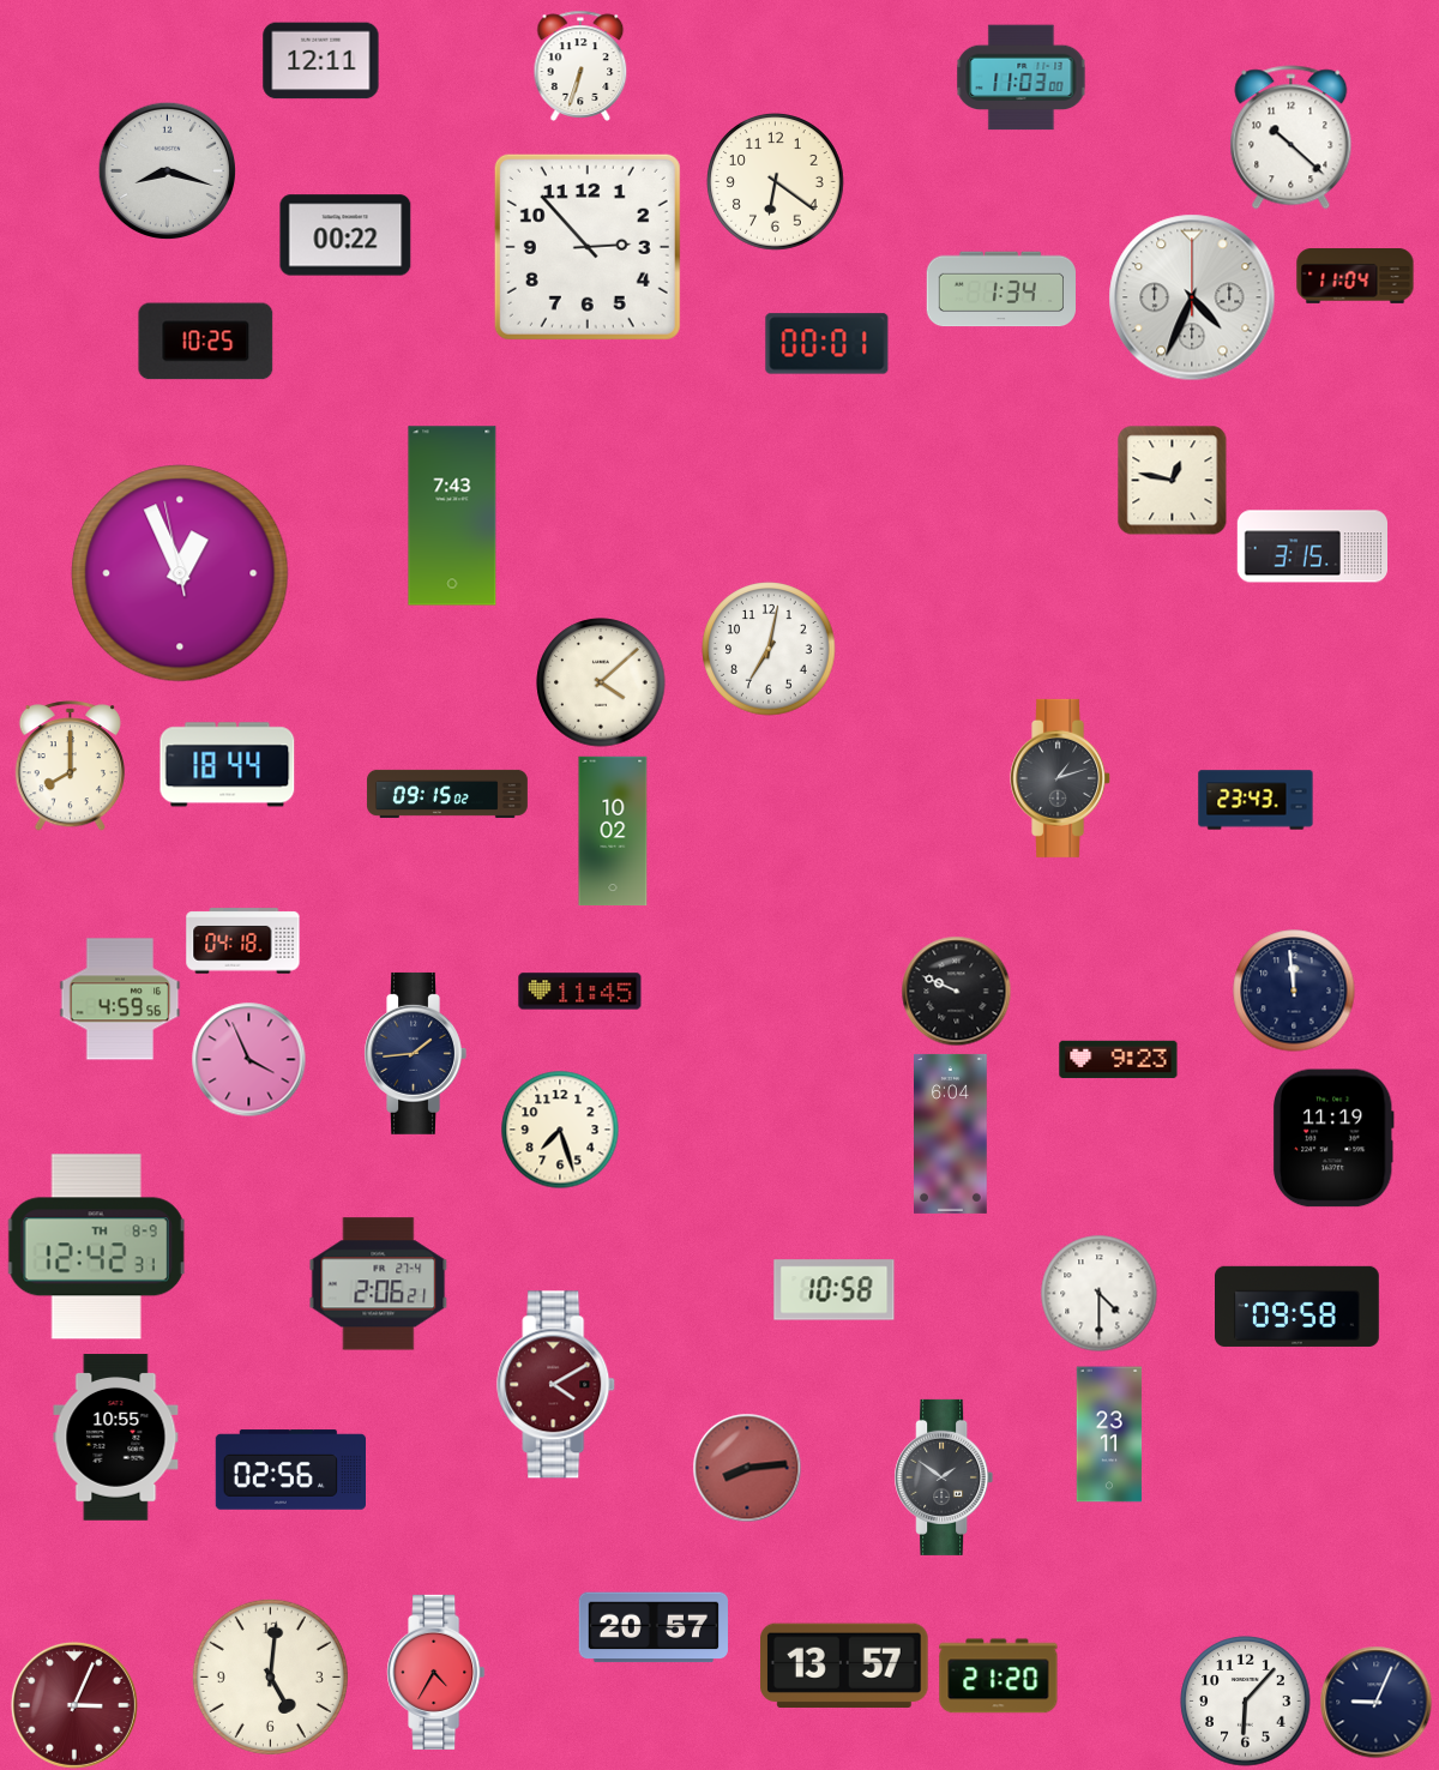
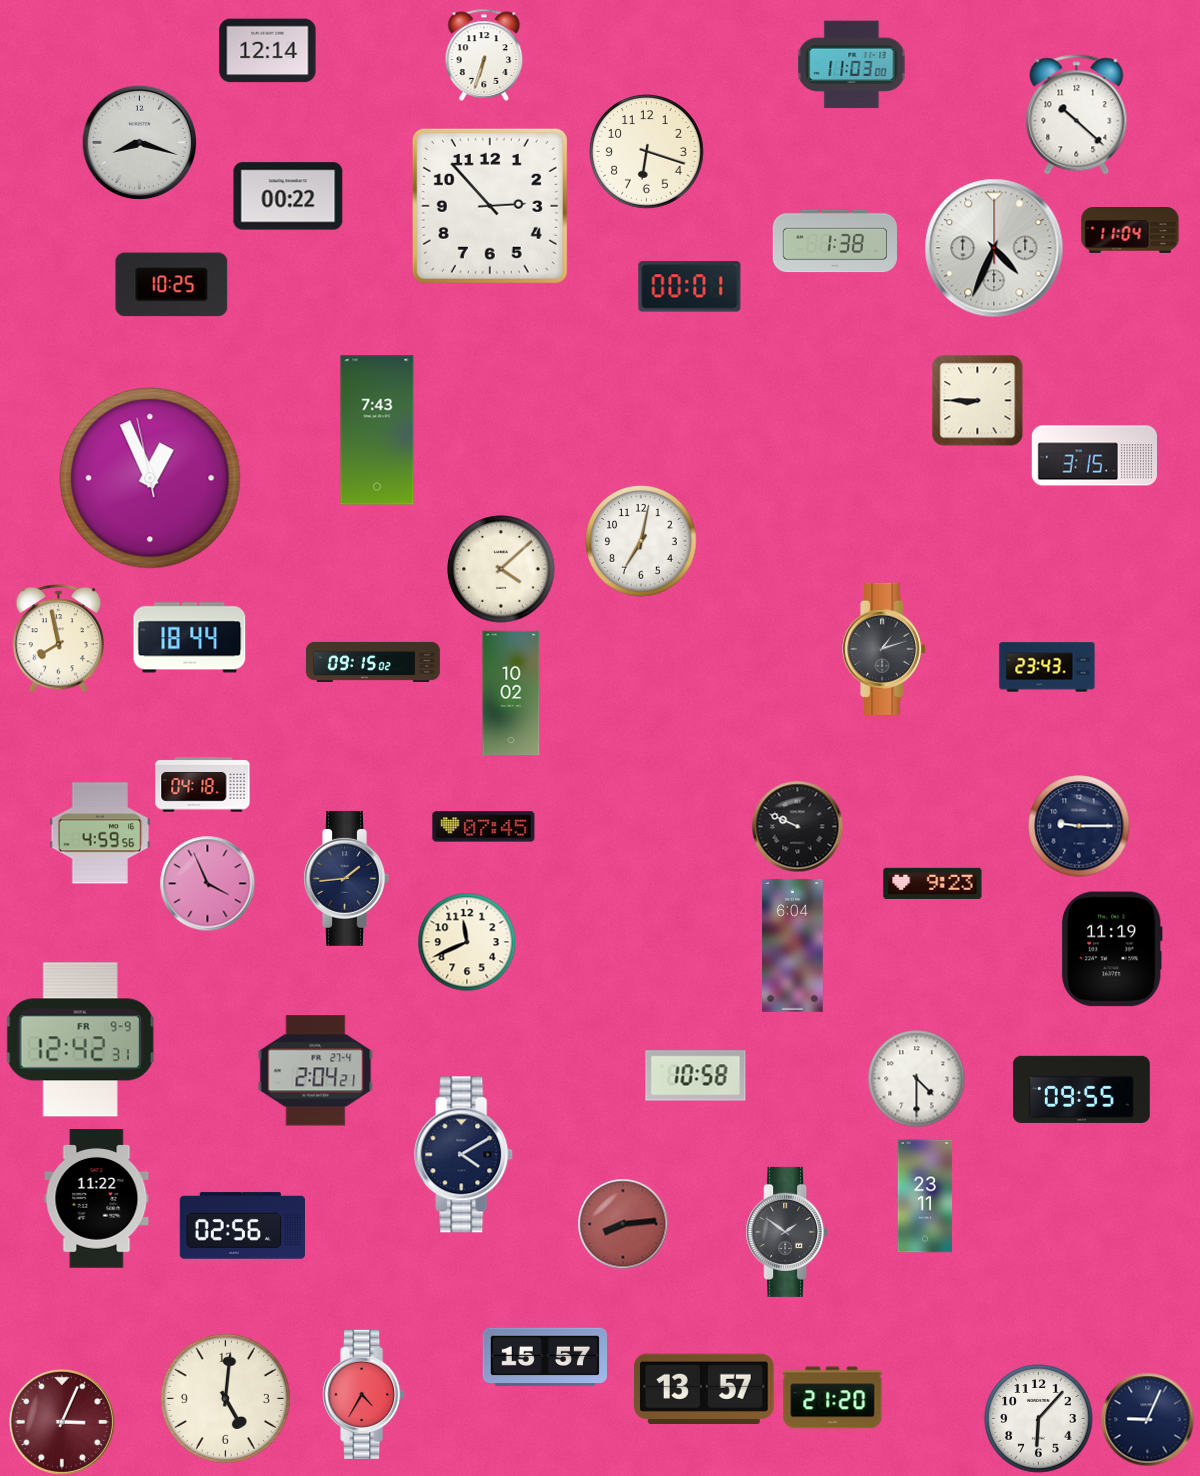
clock at (321, 61): 12:11 -> 12:14
clock at (776, 182): 6:21 -> 6:18
clock at (1000, 289): 1:34 -> 1:38
clock at (1172, 481): 12:47 -> 8:45
clock at (70, 766): 8:00 -> 7:58
clock at (1294, 991): 11:59 -> 9:15
clock at (580, 992): 11:45 -> 07:45
clock at (560, 1130): 7:27 -> 11:41
clock at (96, 1247) date: TH 8-9 -> FR 9-9
clock at (379, 1284): 2:06 -> 2:04
clock at (1297, 1306): 09:58 -> 09:55
clock at (556, 1385) dial: burgundy -> navy
clock at (116, 1438): 10:55 -> 11:22
clock at (652, 1627): 20:57 -> 15:57
